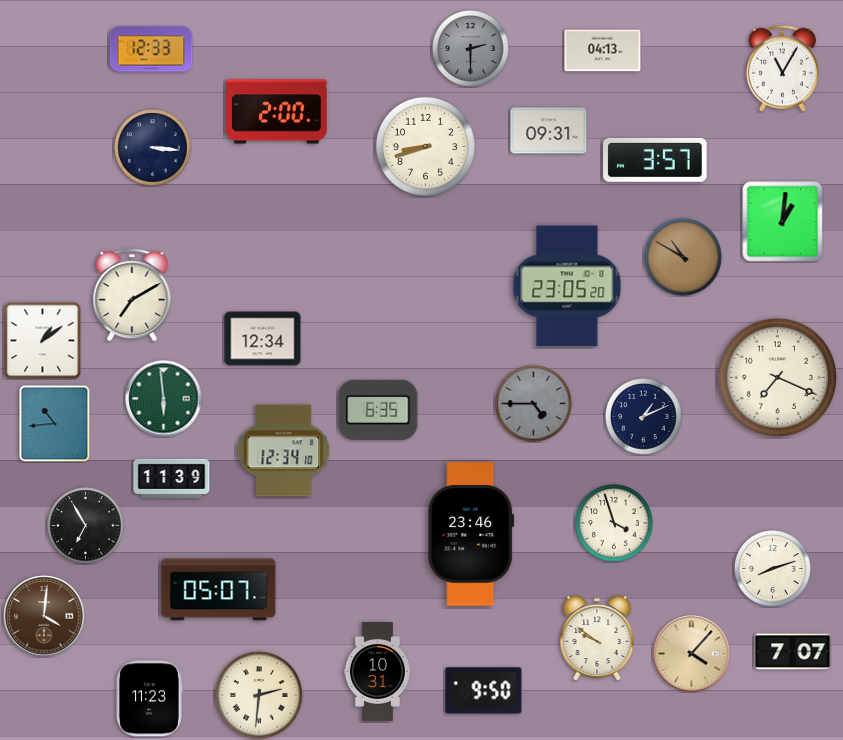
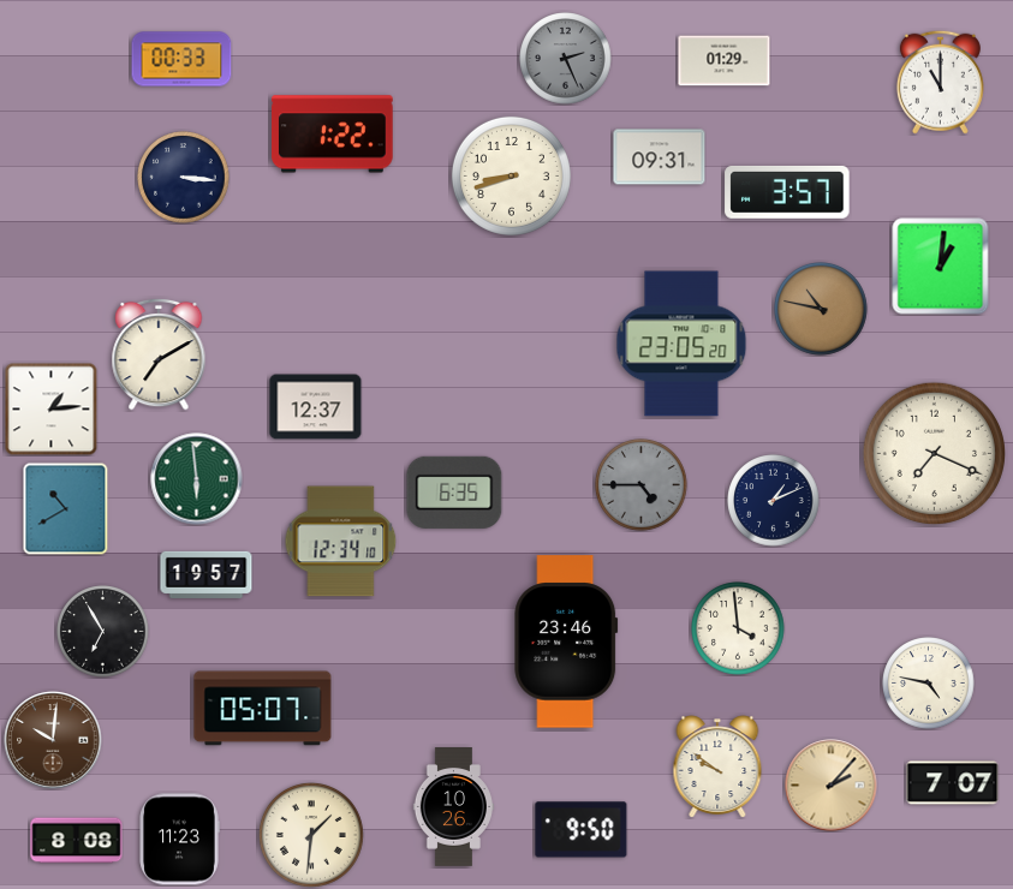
clock at (151, 49): 12:33 -> 00:33
clock at (471, 49): 2:30 -> 2:26
clock at (603, 51): 04:13 -> 01:29
clock at (782, 68): 11:05 -> 11:00
clock at (277, 112): 2:00 -> 1:22
clock at (683, 257): 10:50 -> 10:47
clock at (263, 339): 12:34 -> 12:37
clock at (42, 340): 1:09 -> 1:14
clock at (55, 423): 10:44 -> 10:40
clock at (172, 478): 11:39 -> 19:57
clock at (614, 523): 3:57 -> 3:59
clock at (773, 569): 8:12 -> 4:47
clock at (44, 616): 4:01 -> 10:01
clock at (692, 654): 4:07 -> 2:07
clock at (377, 672): 10:31 -> 10:26
clock at (259, 695): 2:31 -> 1:31
clock at (77, 841): none -> 8:08
